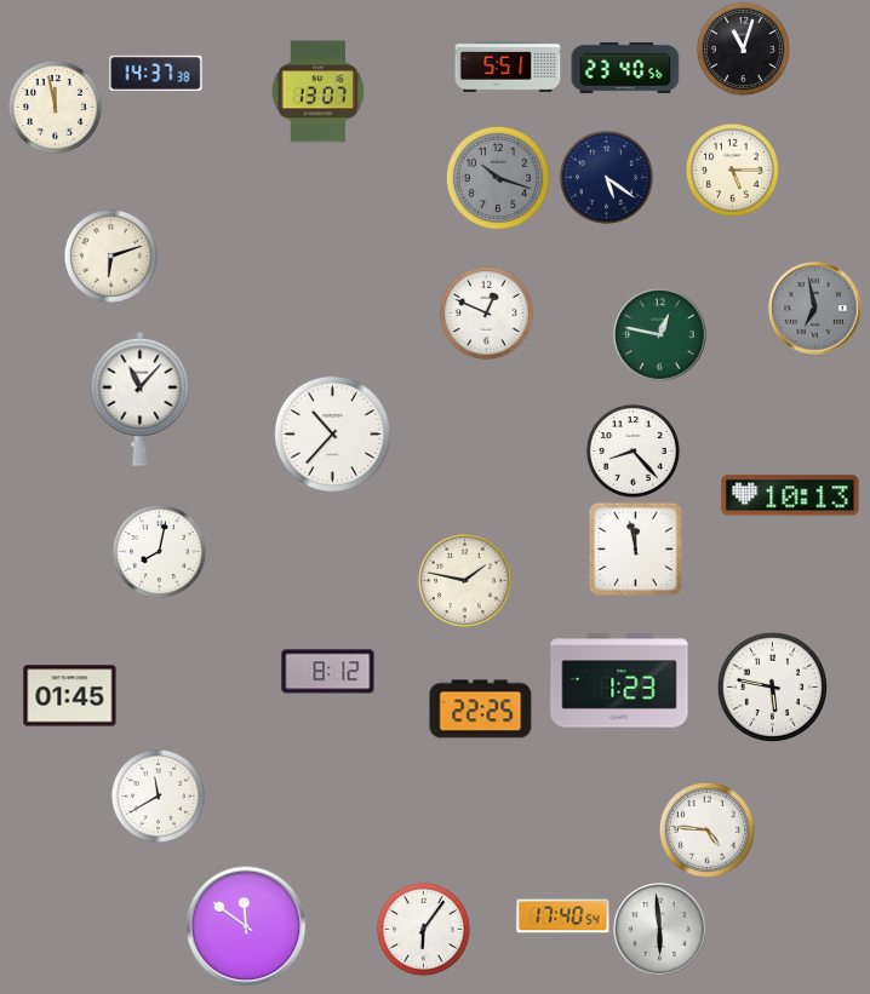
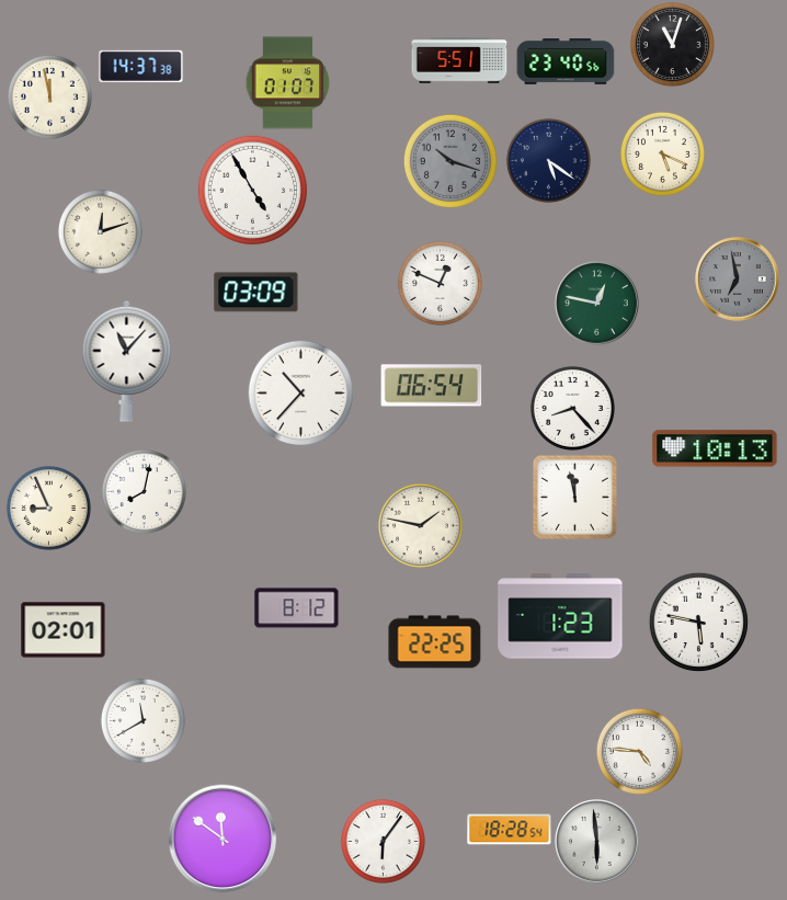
clock at (319, 92): 13:07 -> 01:07
clock at (732, 170): 5:15 -> 5:19
clock at (253, 191): none -> 4:55
clock at (110, 255): 6:12 -> 12:12
clock at (256, 293): none -> 03:09
clock at (432, 386): none -> 06:54
clock at (159, 551) position: (159, 551) -> (144, 491)
clock at (48, 508): none -> 8:56
clock at (70, 696): 01:45 -> 02:01
clock at (563, 917): 17:40 -> 18:28
